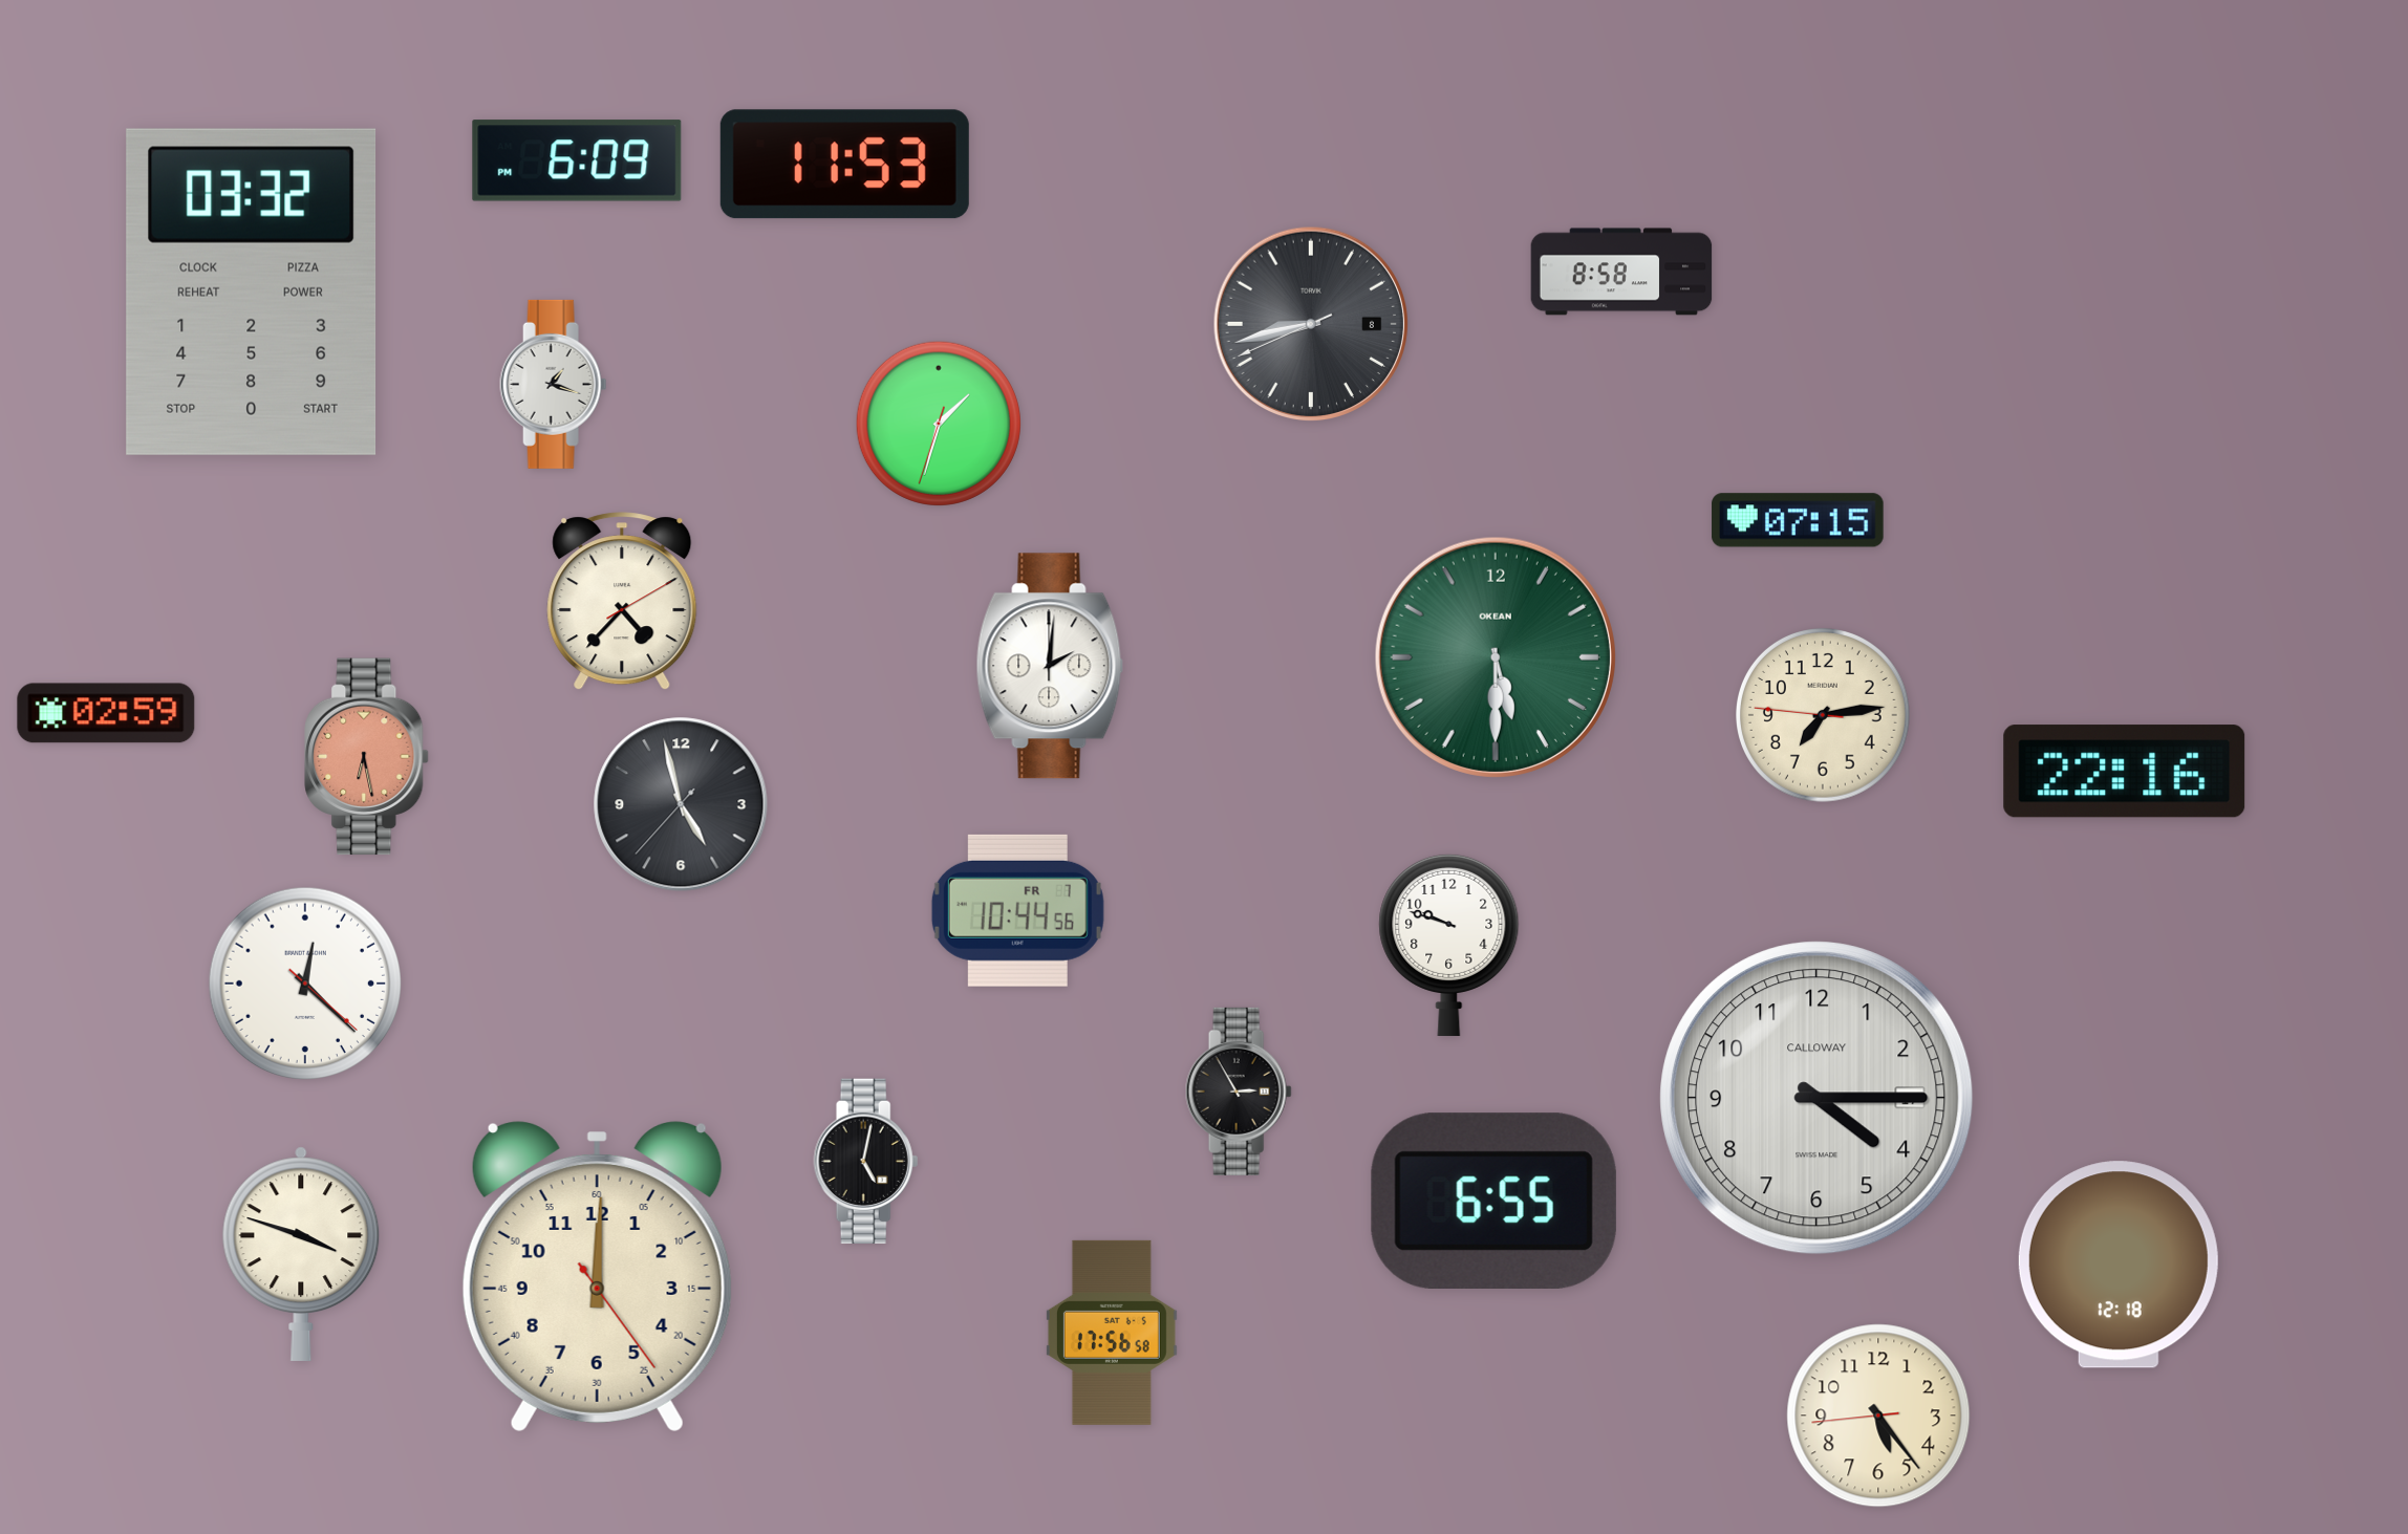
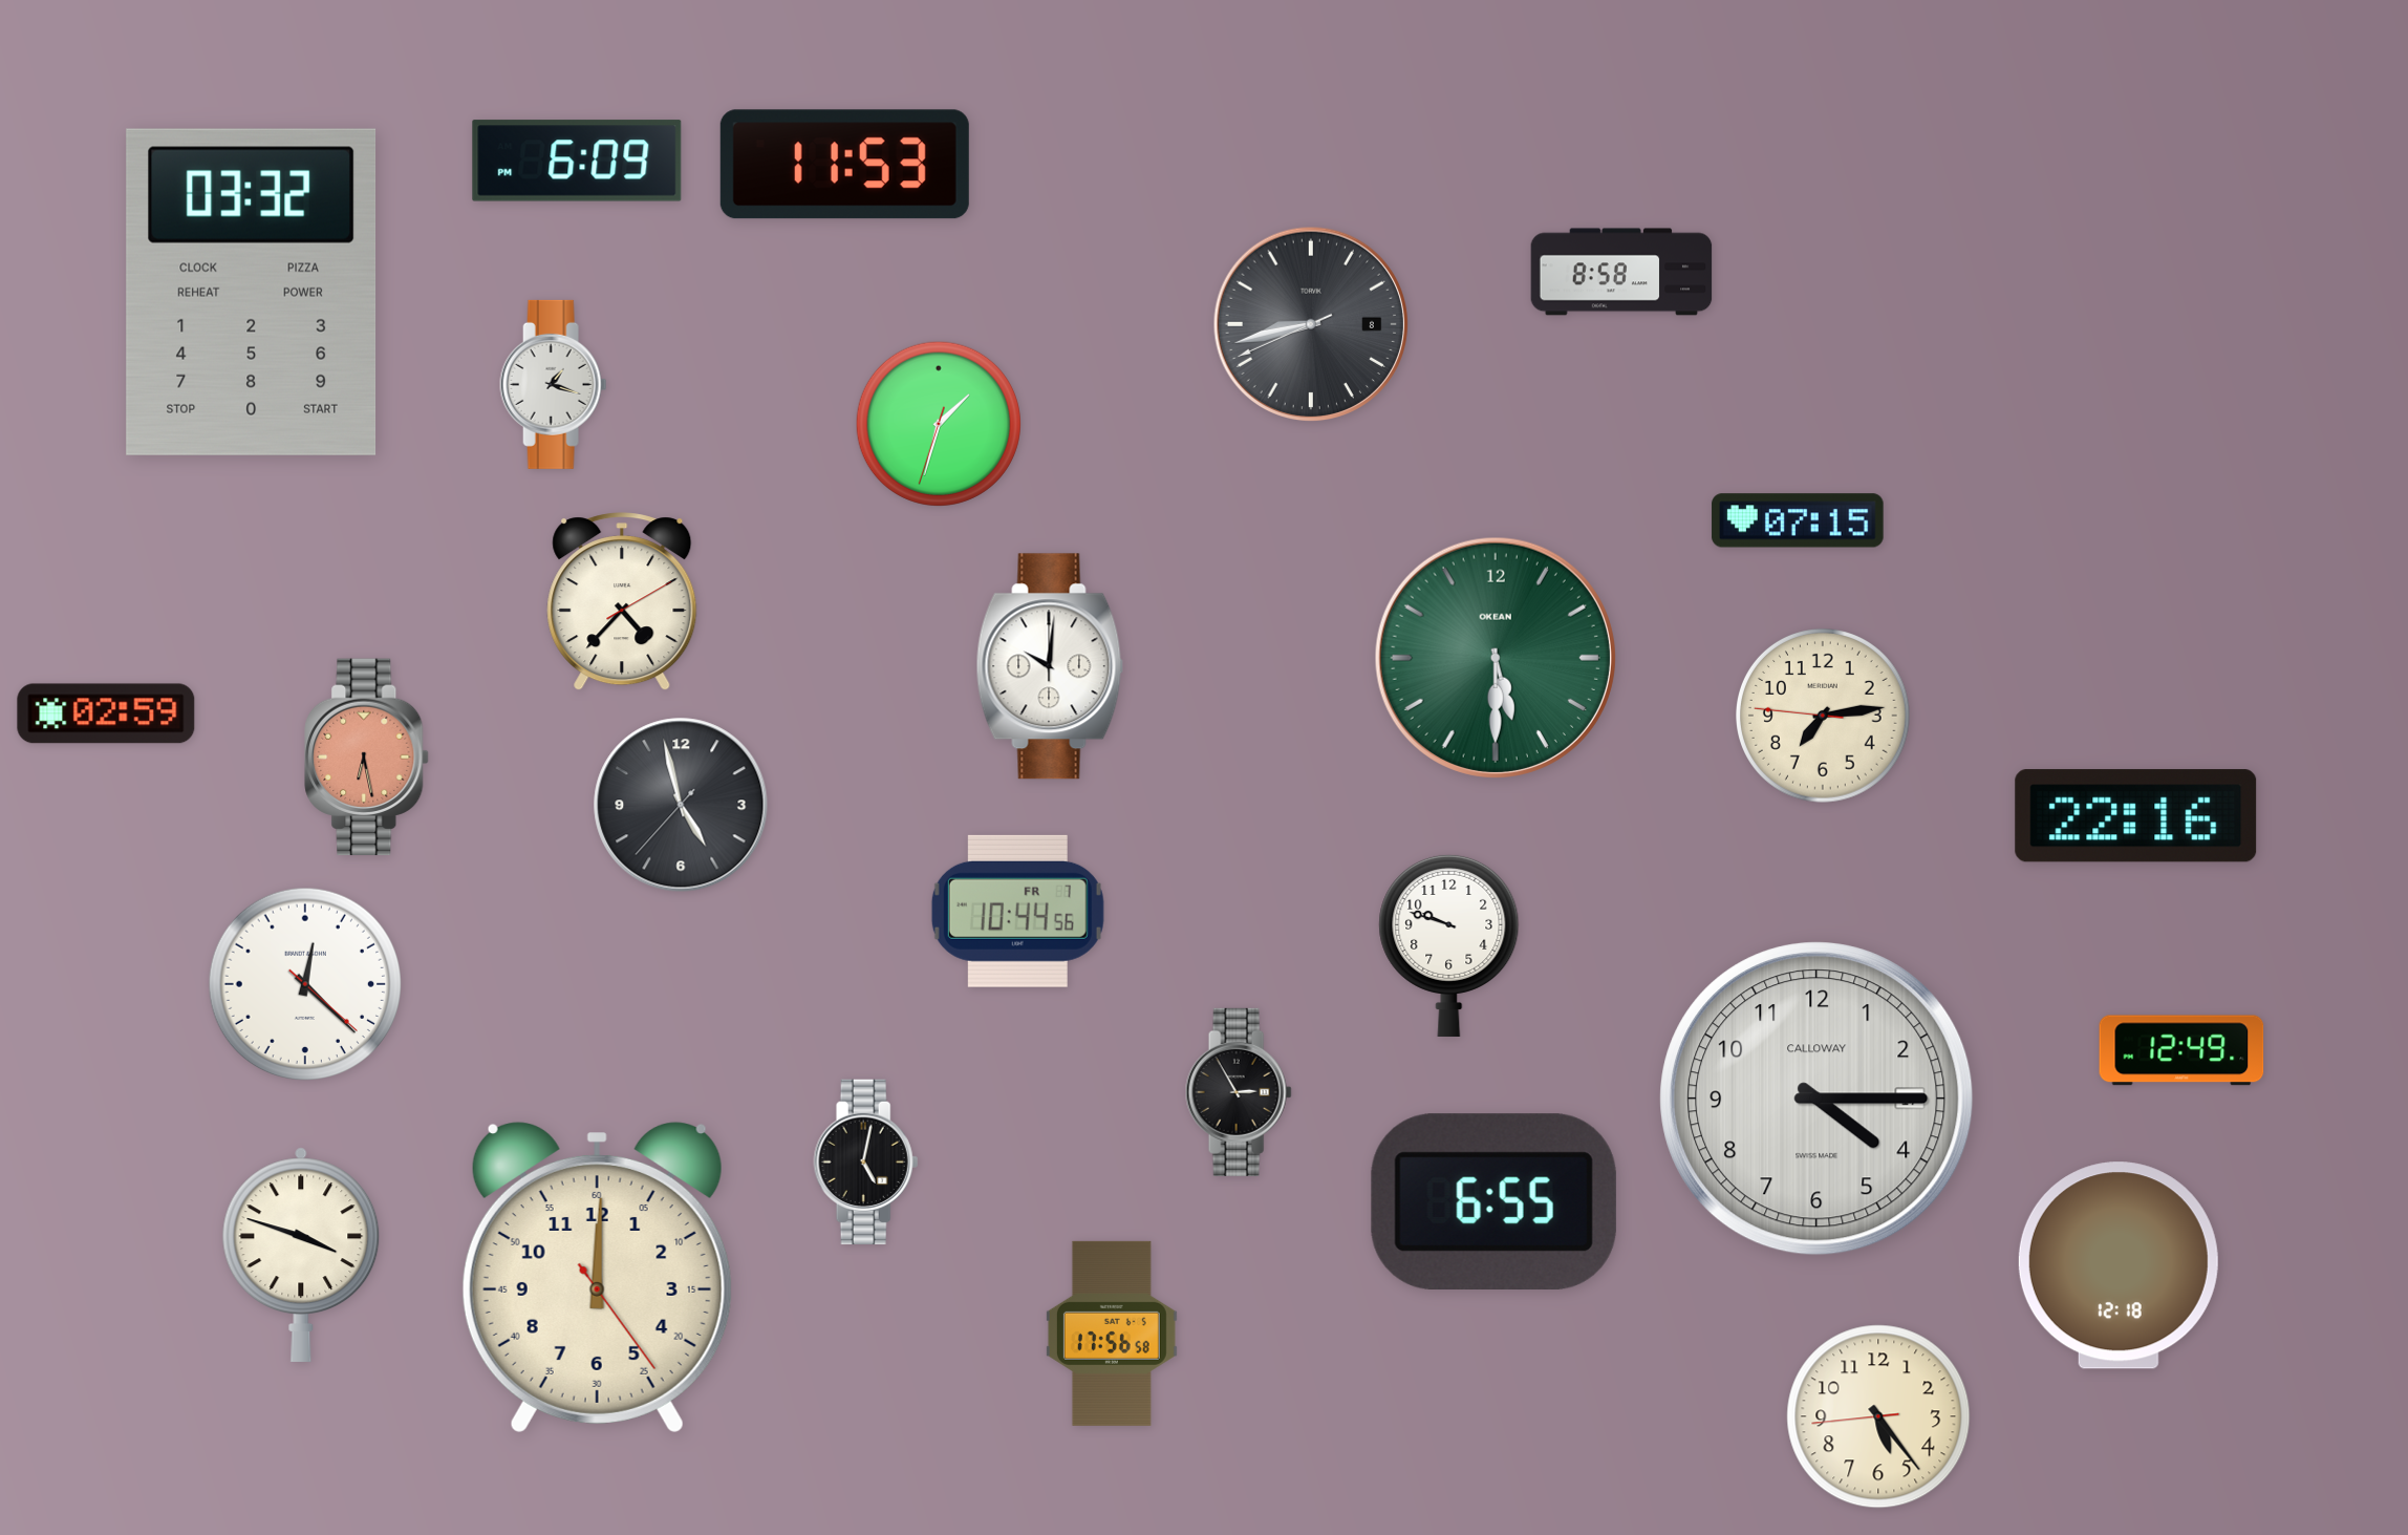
clock at (1050, 666): 2:01 -> 10:01
clock at (2125, 772) position: (2125, 772) -> (2136, 816)
clock at (2181, 1050): none -> 12:49
